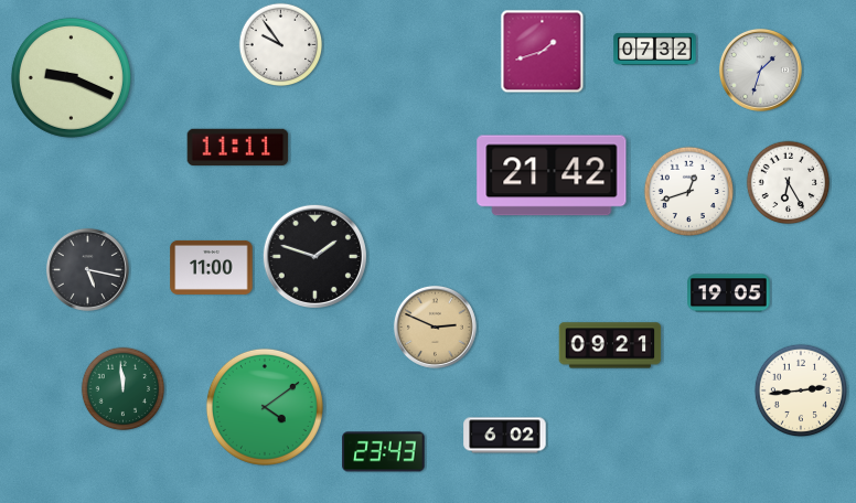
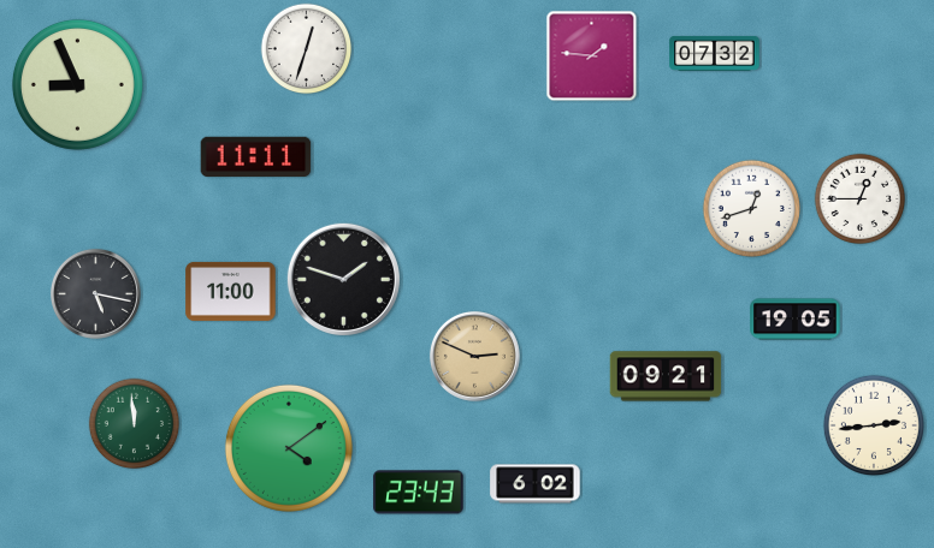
clock at (281, 45): 9:54 -> 12:33
clock at (543, 52): 1:42 -> 1:46
clock at (760, 69): 1:33 -> none
clock at (71, 77): 9:19 -> 8:56
clock at (238, 147) position: (238, 147) -> (256, 156)
clock at (552, 175): 21:42 -> none
clock at (789, 183): 6:25 -> 12:45
clock at (265, 407) position: (265, 407) -> (289, 448)
clock at (505, 436) position: (505, 436) -> (536, 484)
